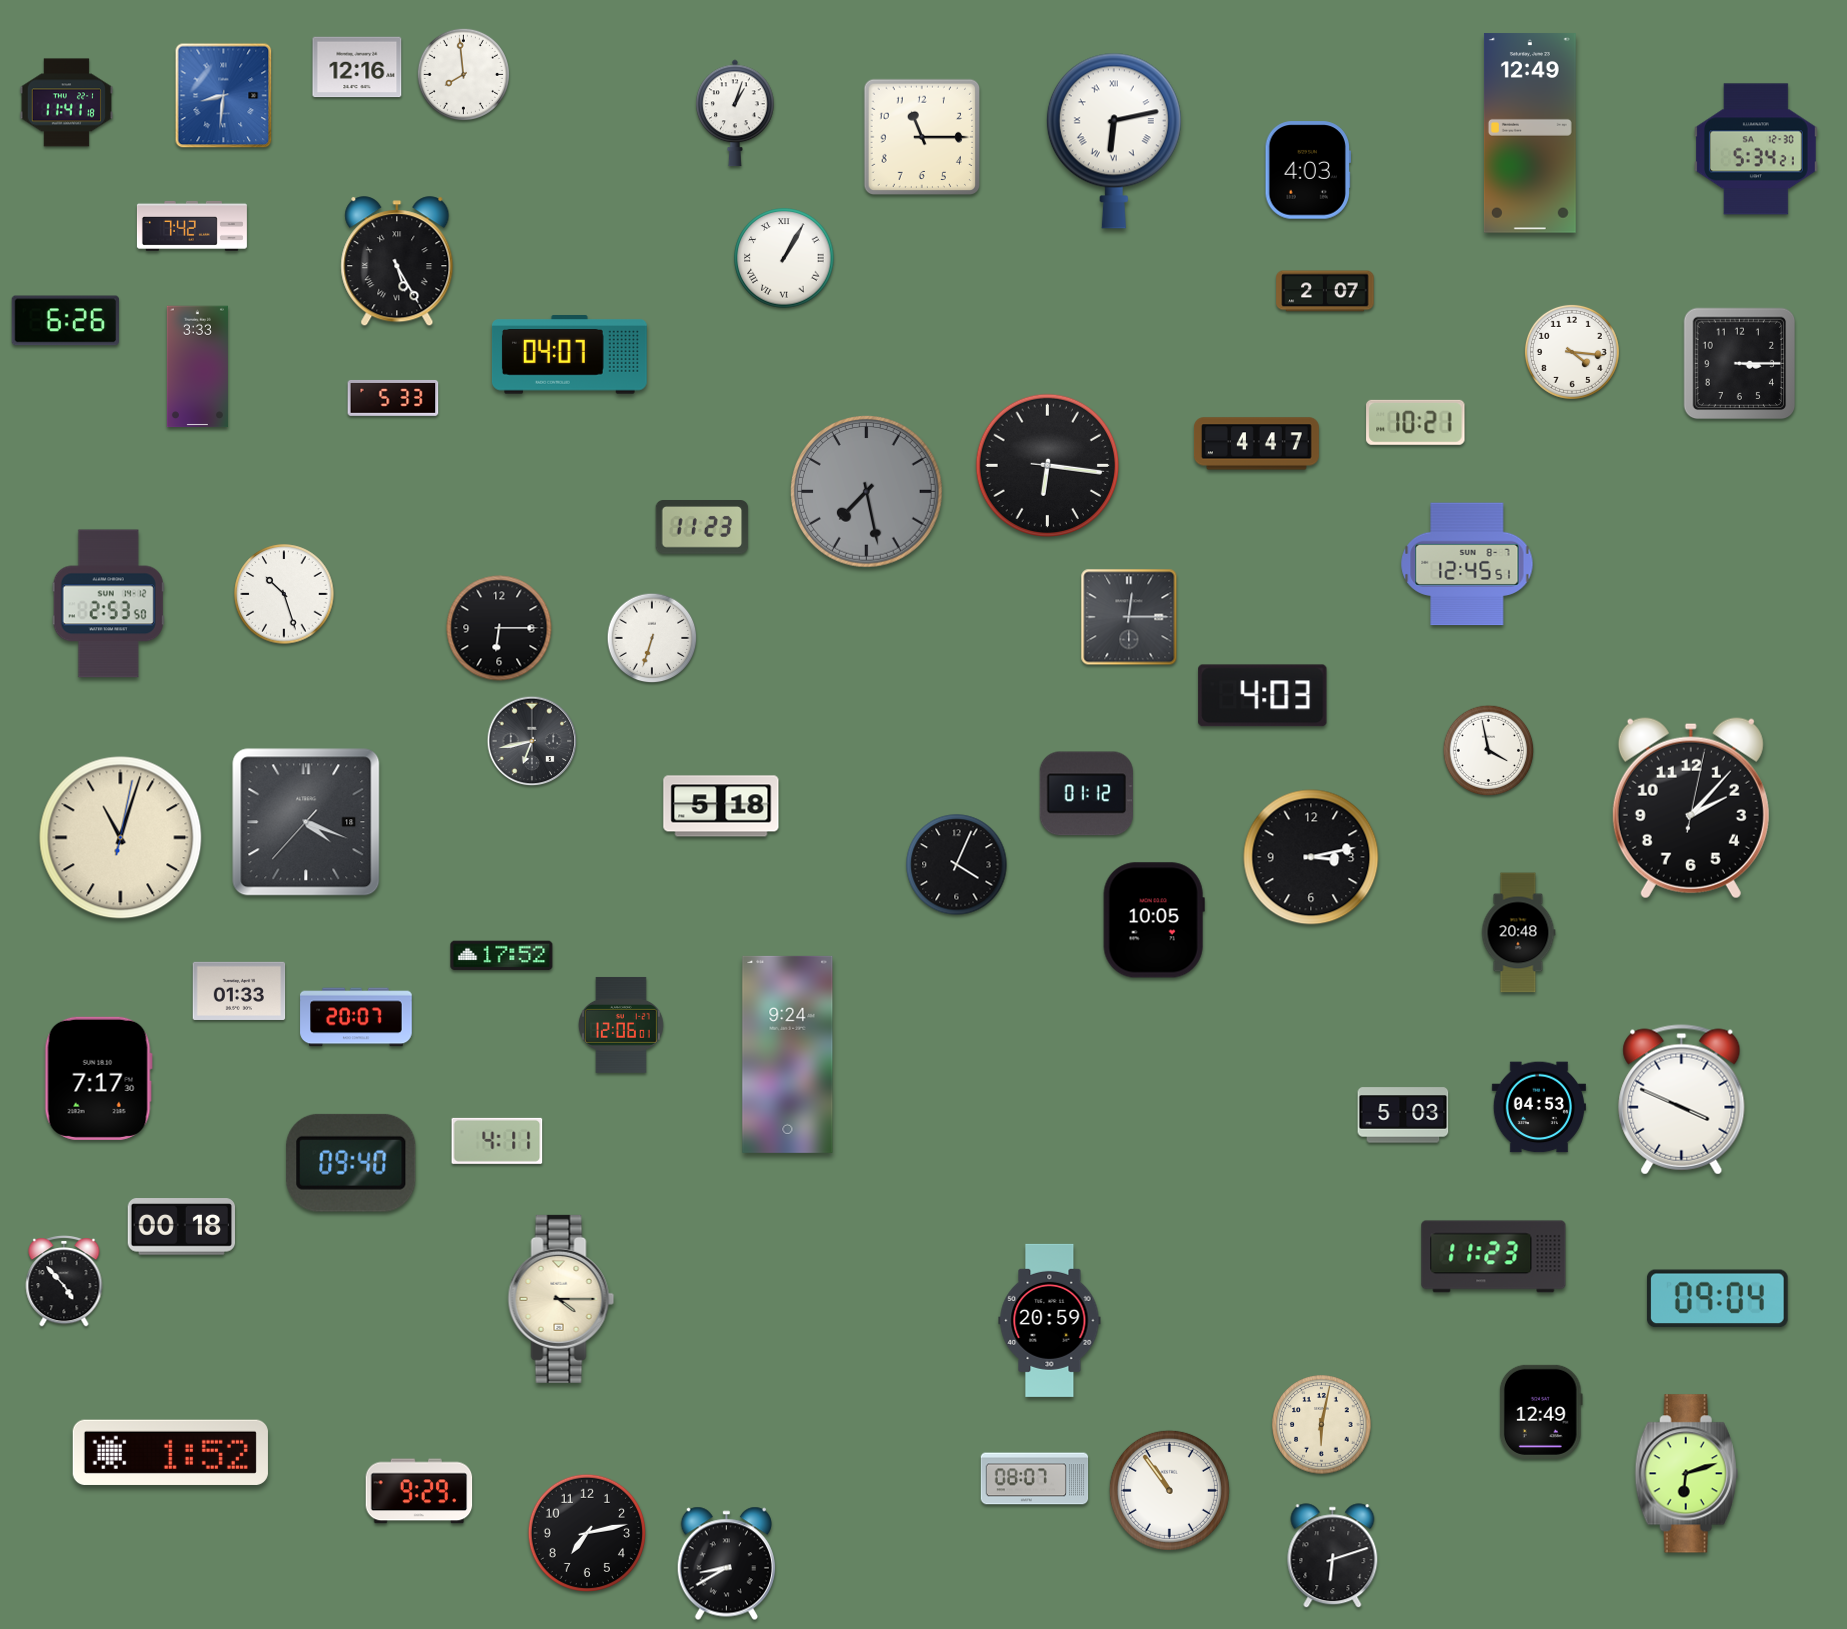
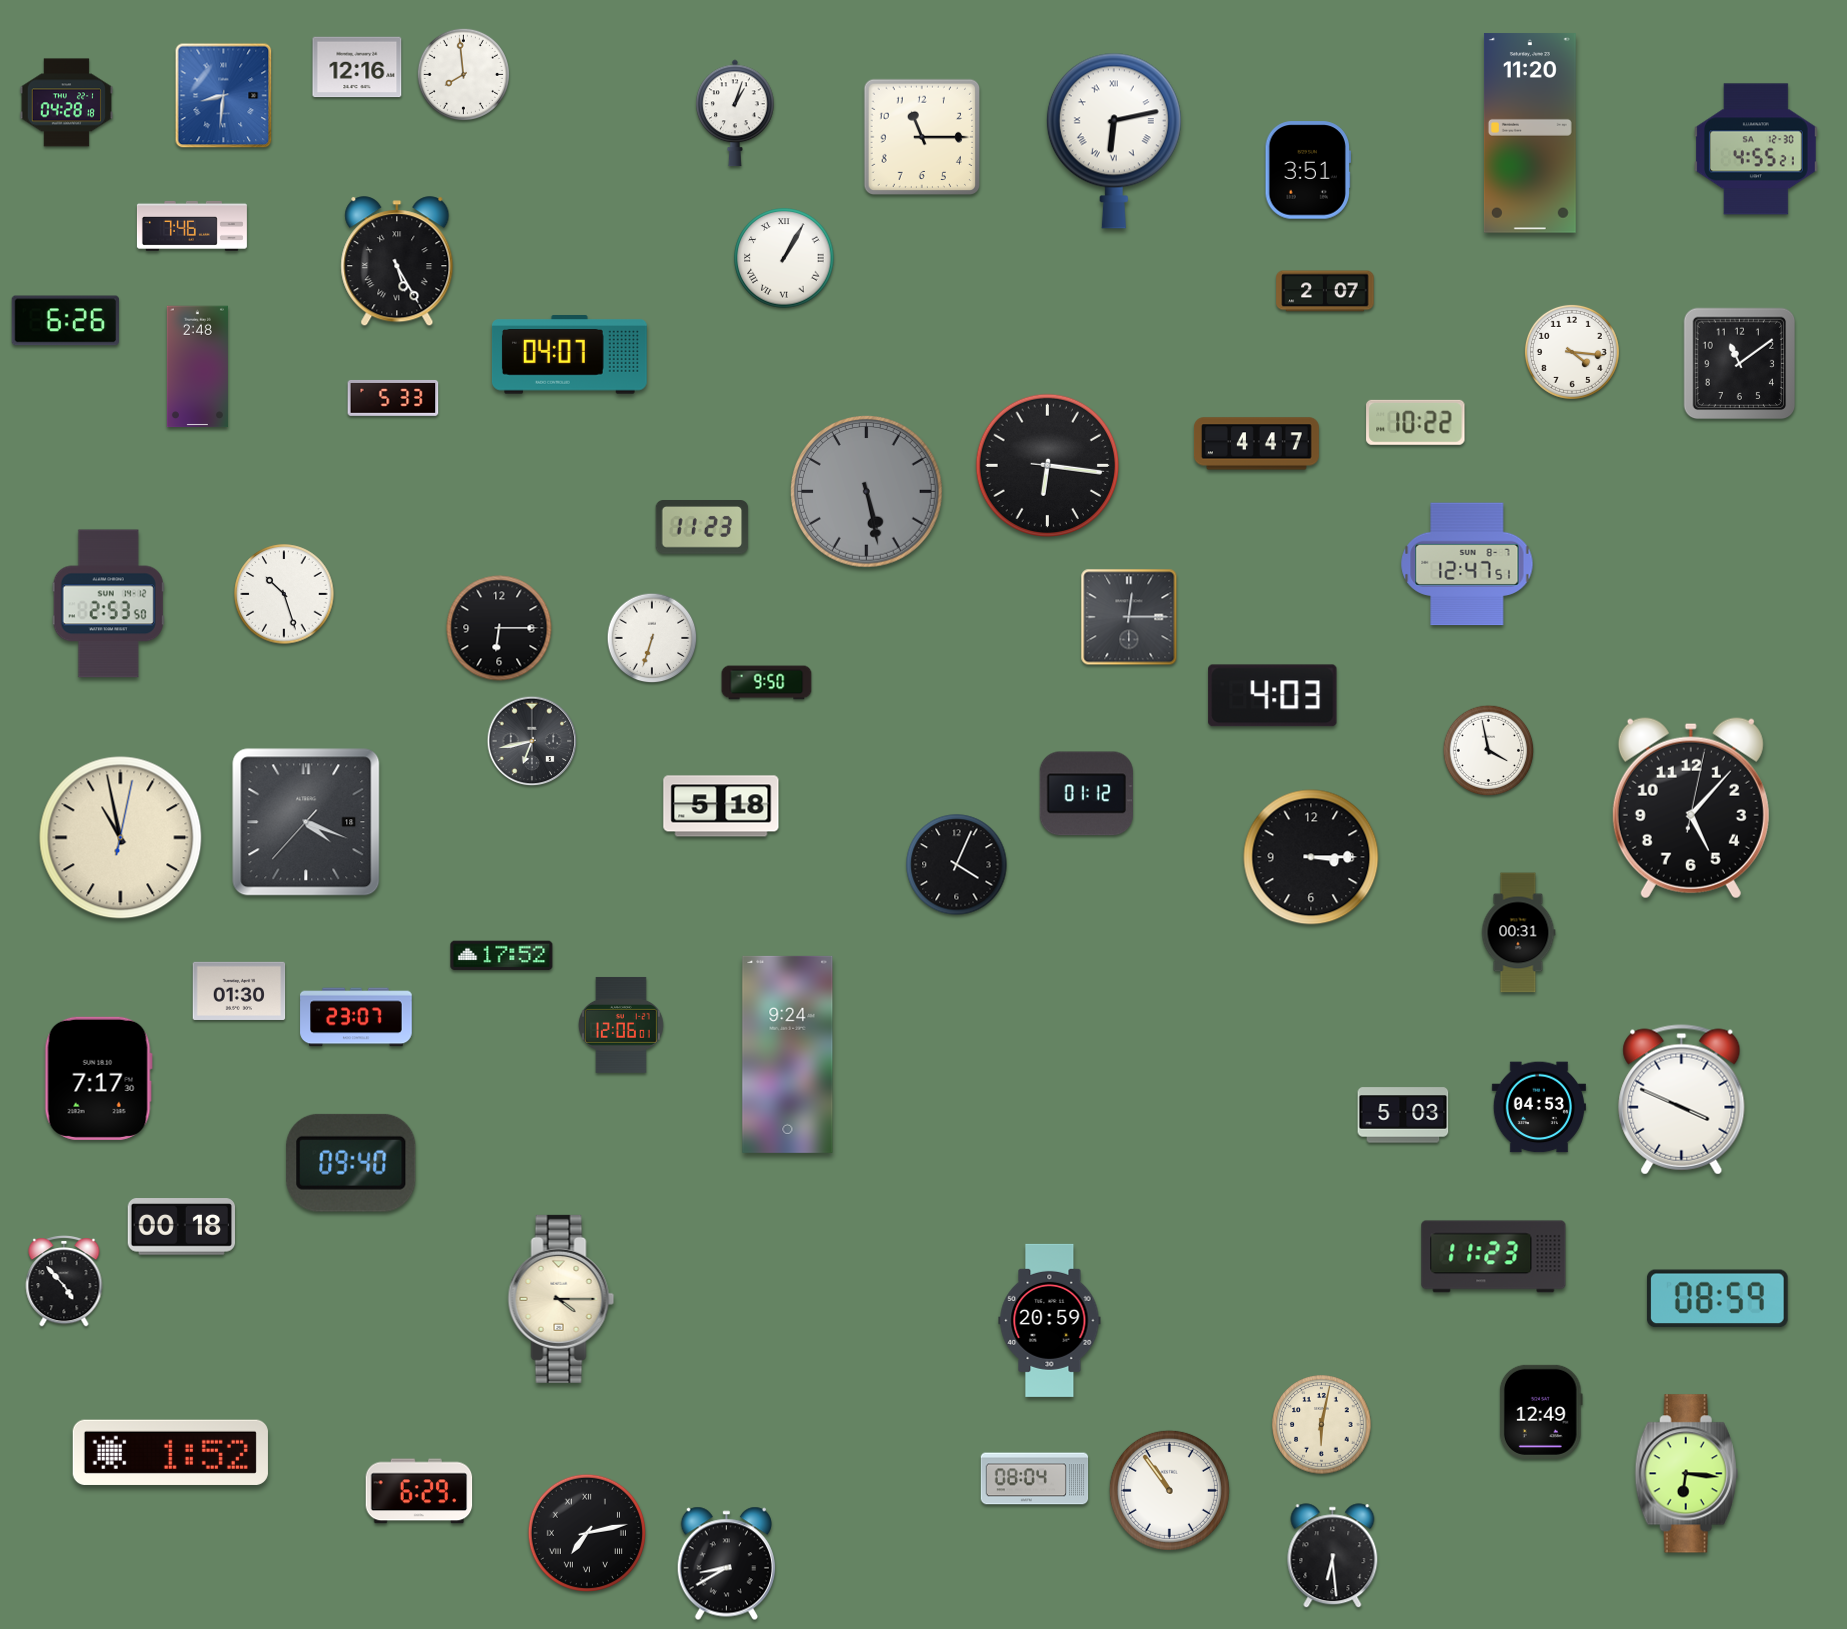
clock at (66, 103): 11:41 -> 04:28
clock at (1530, 133): 12:49 -> 11:20
clock at (1756, 149): 5:34 -> 4:55
clock at (1308, 170): 4:03 -> 3:51
clock at (192, 226): 7:42 -> 7:46
clock at (1740, 364): 3:15 -> 11:09
clock at (197, 367): 3:33 -> 2:48
clock at (1416, 422): 10:21 -> 10:22
clock at (867, 492): 7:28 -> 5:28
clock at (1467, 564): 12:45 -> 12:47
clock at (767, 683): none -> 9:50
clock at (1263, 696) position: (1263, 696) -> (1273, 696)
clock at (1691, 808): 2:07 -> 5:07
clock at (121, 838): 11:03 -> 10:58
clock at (1311, 857): 3:13 -> 3:15
clock at (1154, 920): 10:05 -> none
clock at (1518, 933): 20:48 -> 00:31
clock at (239, 991): 01:33 -> 01:30
clock at (356, 1017): 20:07 -> 23:07
clock at (497, 1141): 4:11 -> none
clock at (1717, 1299): 09:04 -> 08:59
clock at (1686, 1474): 6:12 -> 6:16
clock at (1035, 1479): 08:07 -> 08:04
clock at (419, 1491): 9:29 -> 6:29
clock at (586, 1532) numerals: Arabic -> Roman
clock at (1333, 1556): 6:12 -> 6:29
